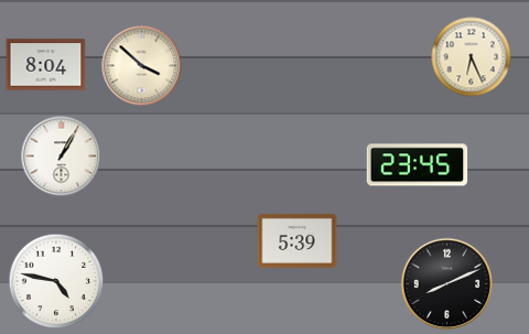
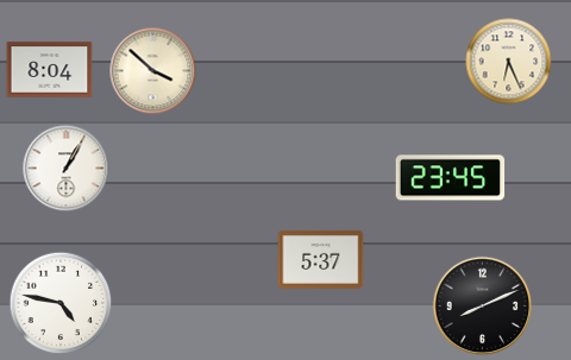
clock at (298, 240): 5:39 -> 5:37
